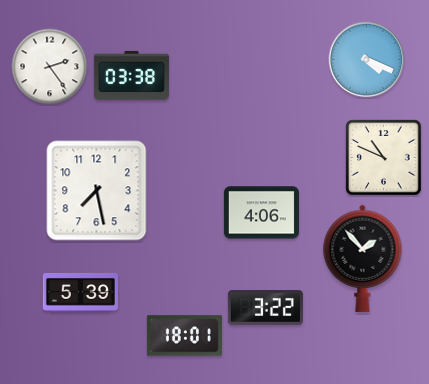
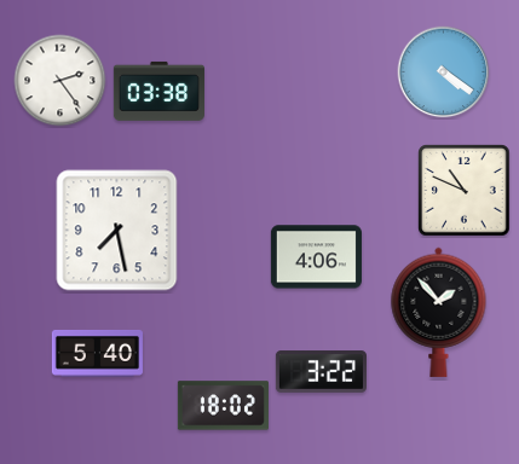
clock at (367, 60): 4:19 -> 4:21
clock at (80, 292): 5:39 -> 5:40
clock at (184, 336): 18:01 -> 18:02
